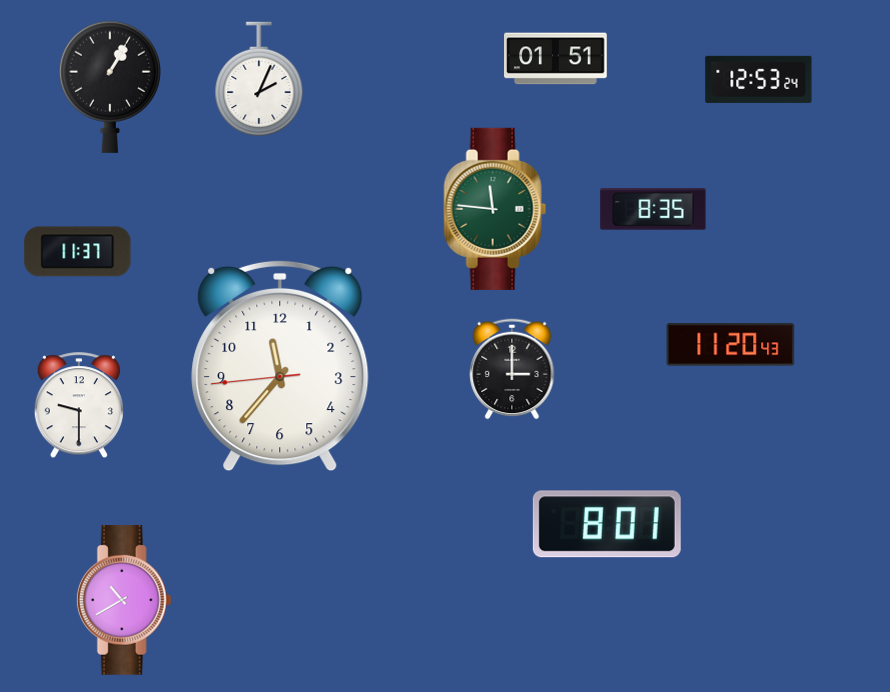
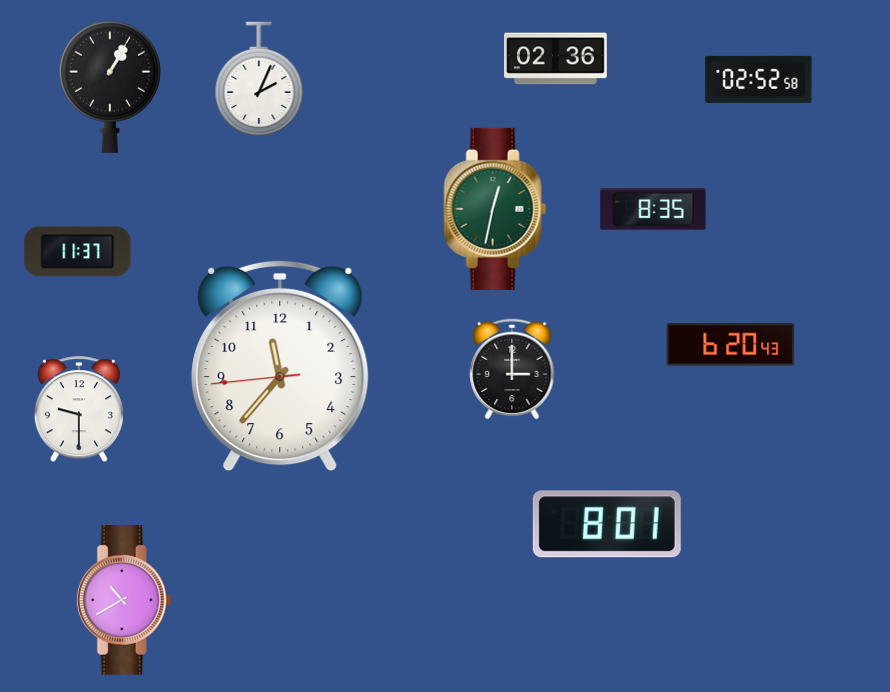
clock at (556, 59): 01:51 -> 02:36
clock at (759, 79): 12:53 -> 02:52
clock at (495, 209): 11:46 -> 12:32
clock at (731, 345): 11:20 -> 6:20
clock at (79, 406) position: (79, 406) -> (79, 410)
